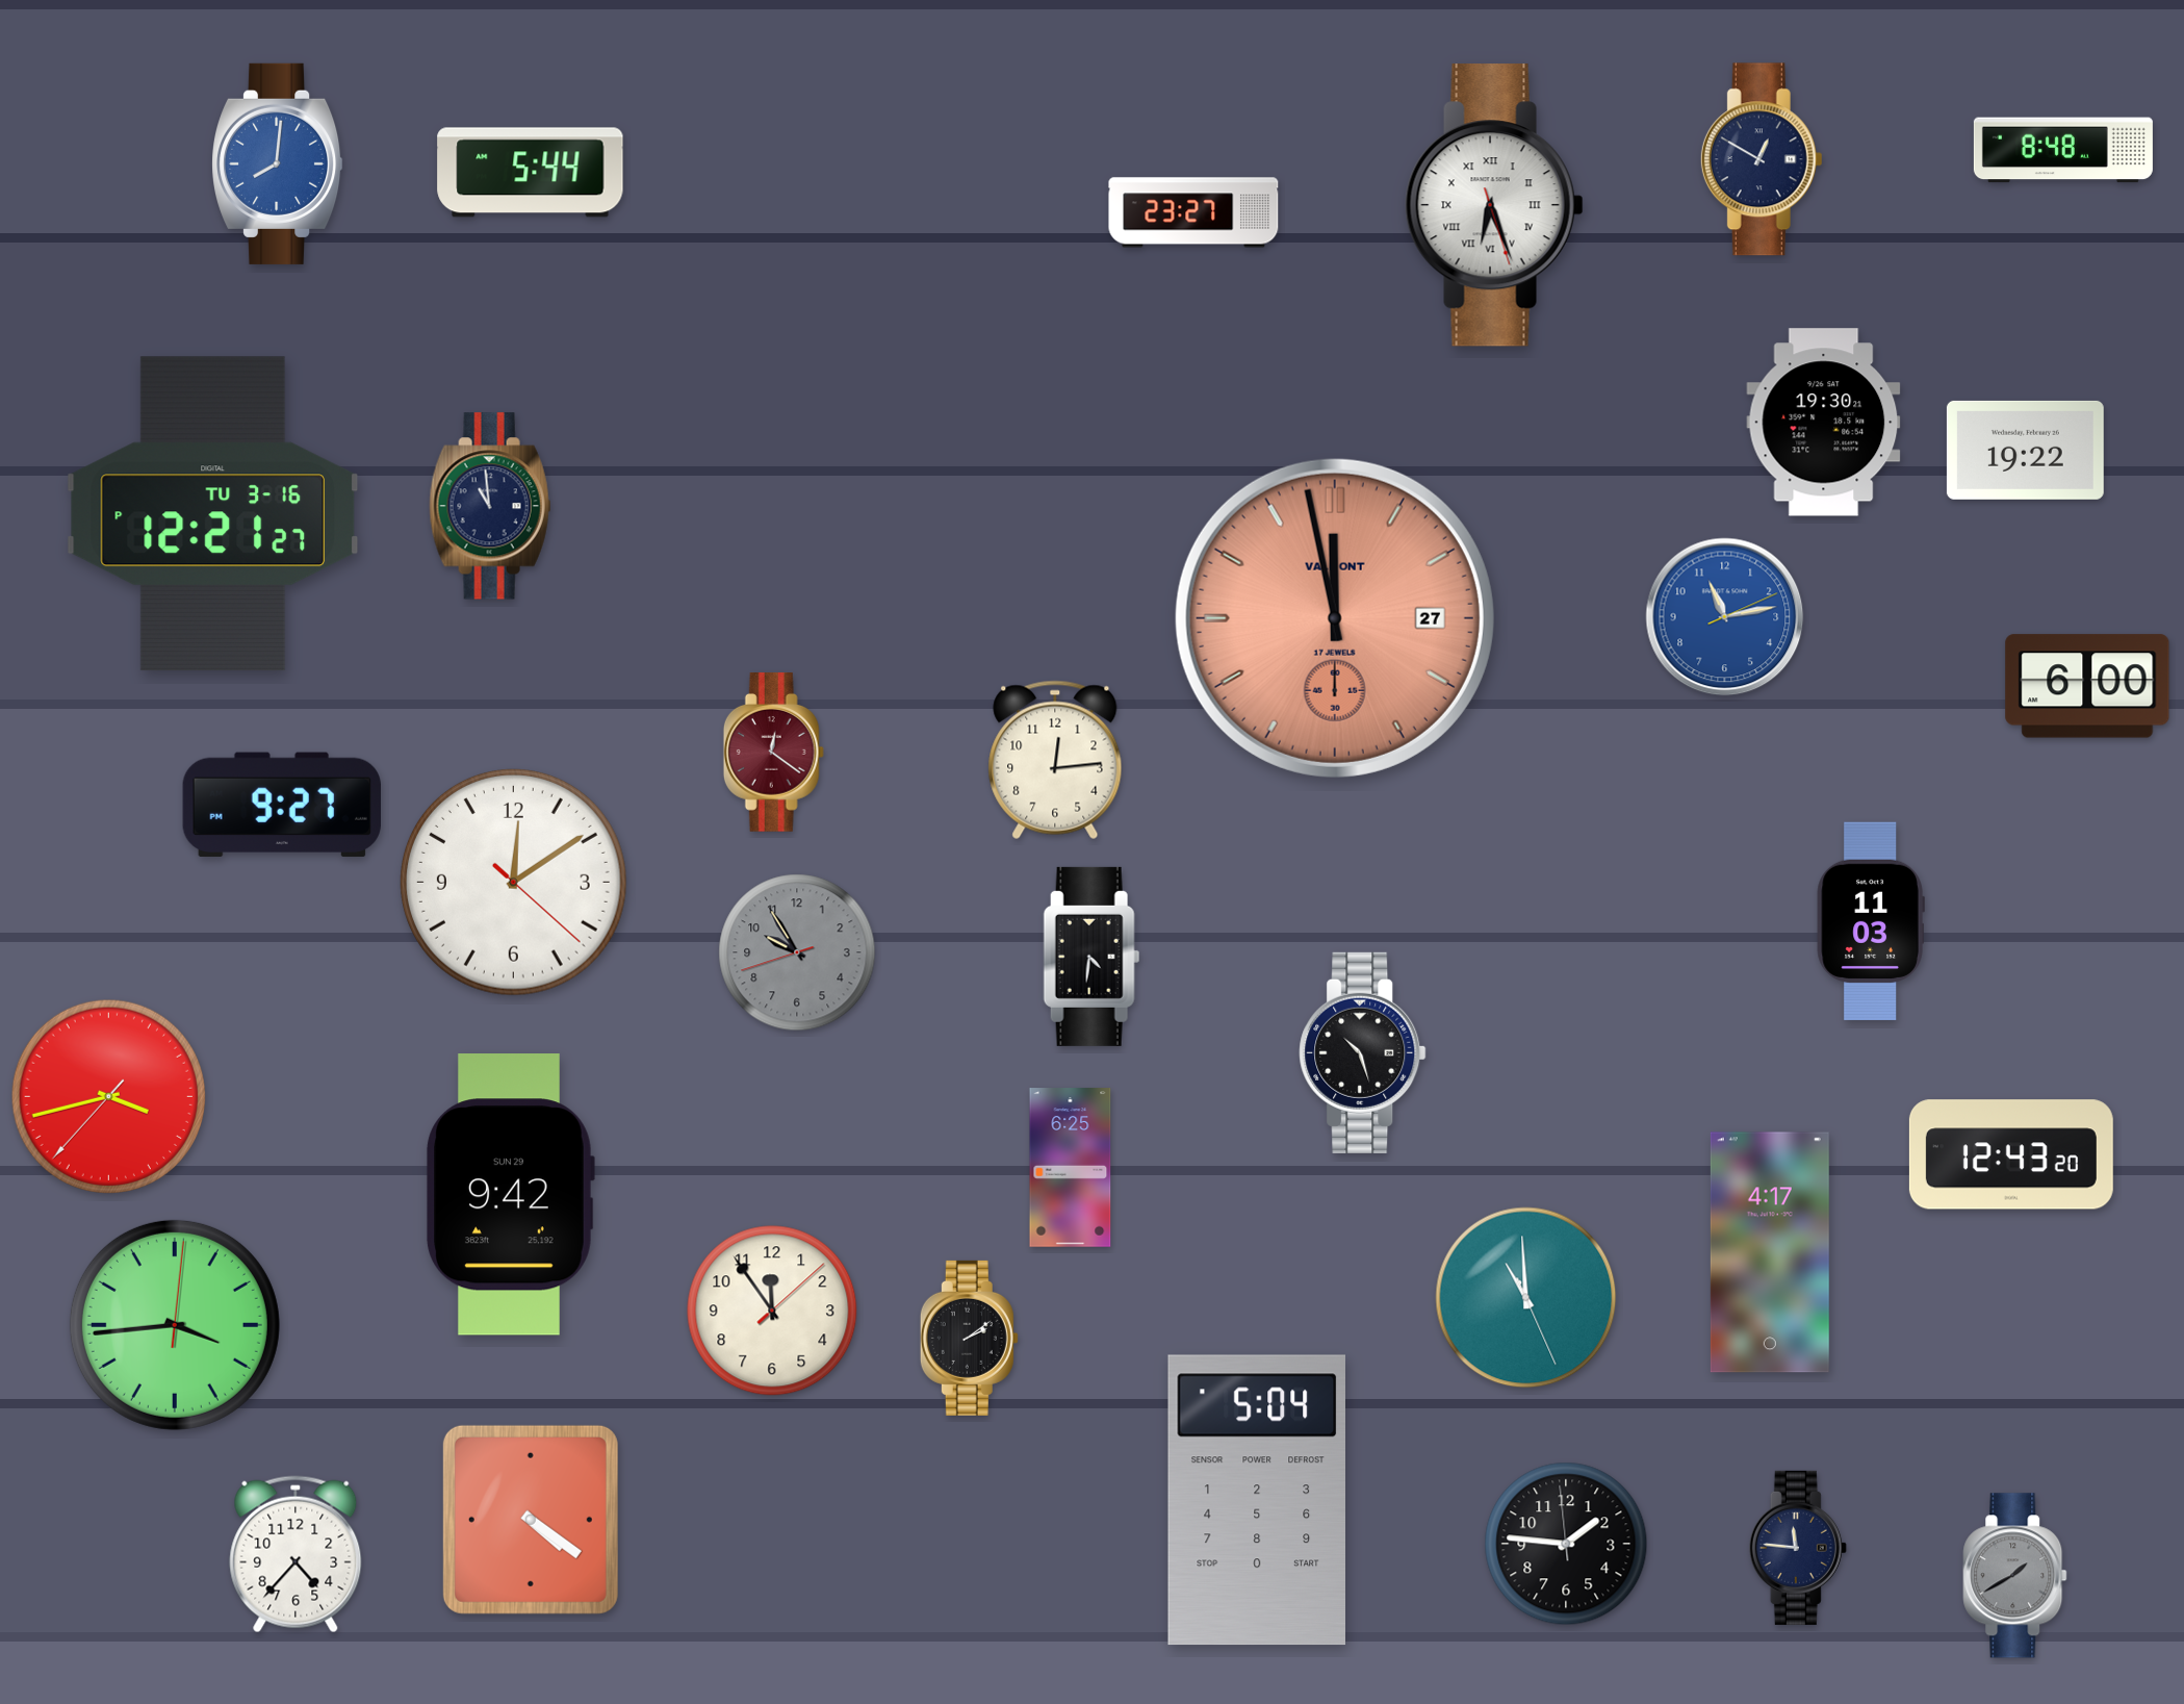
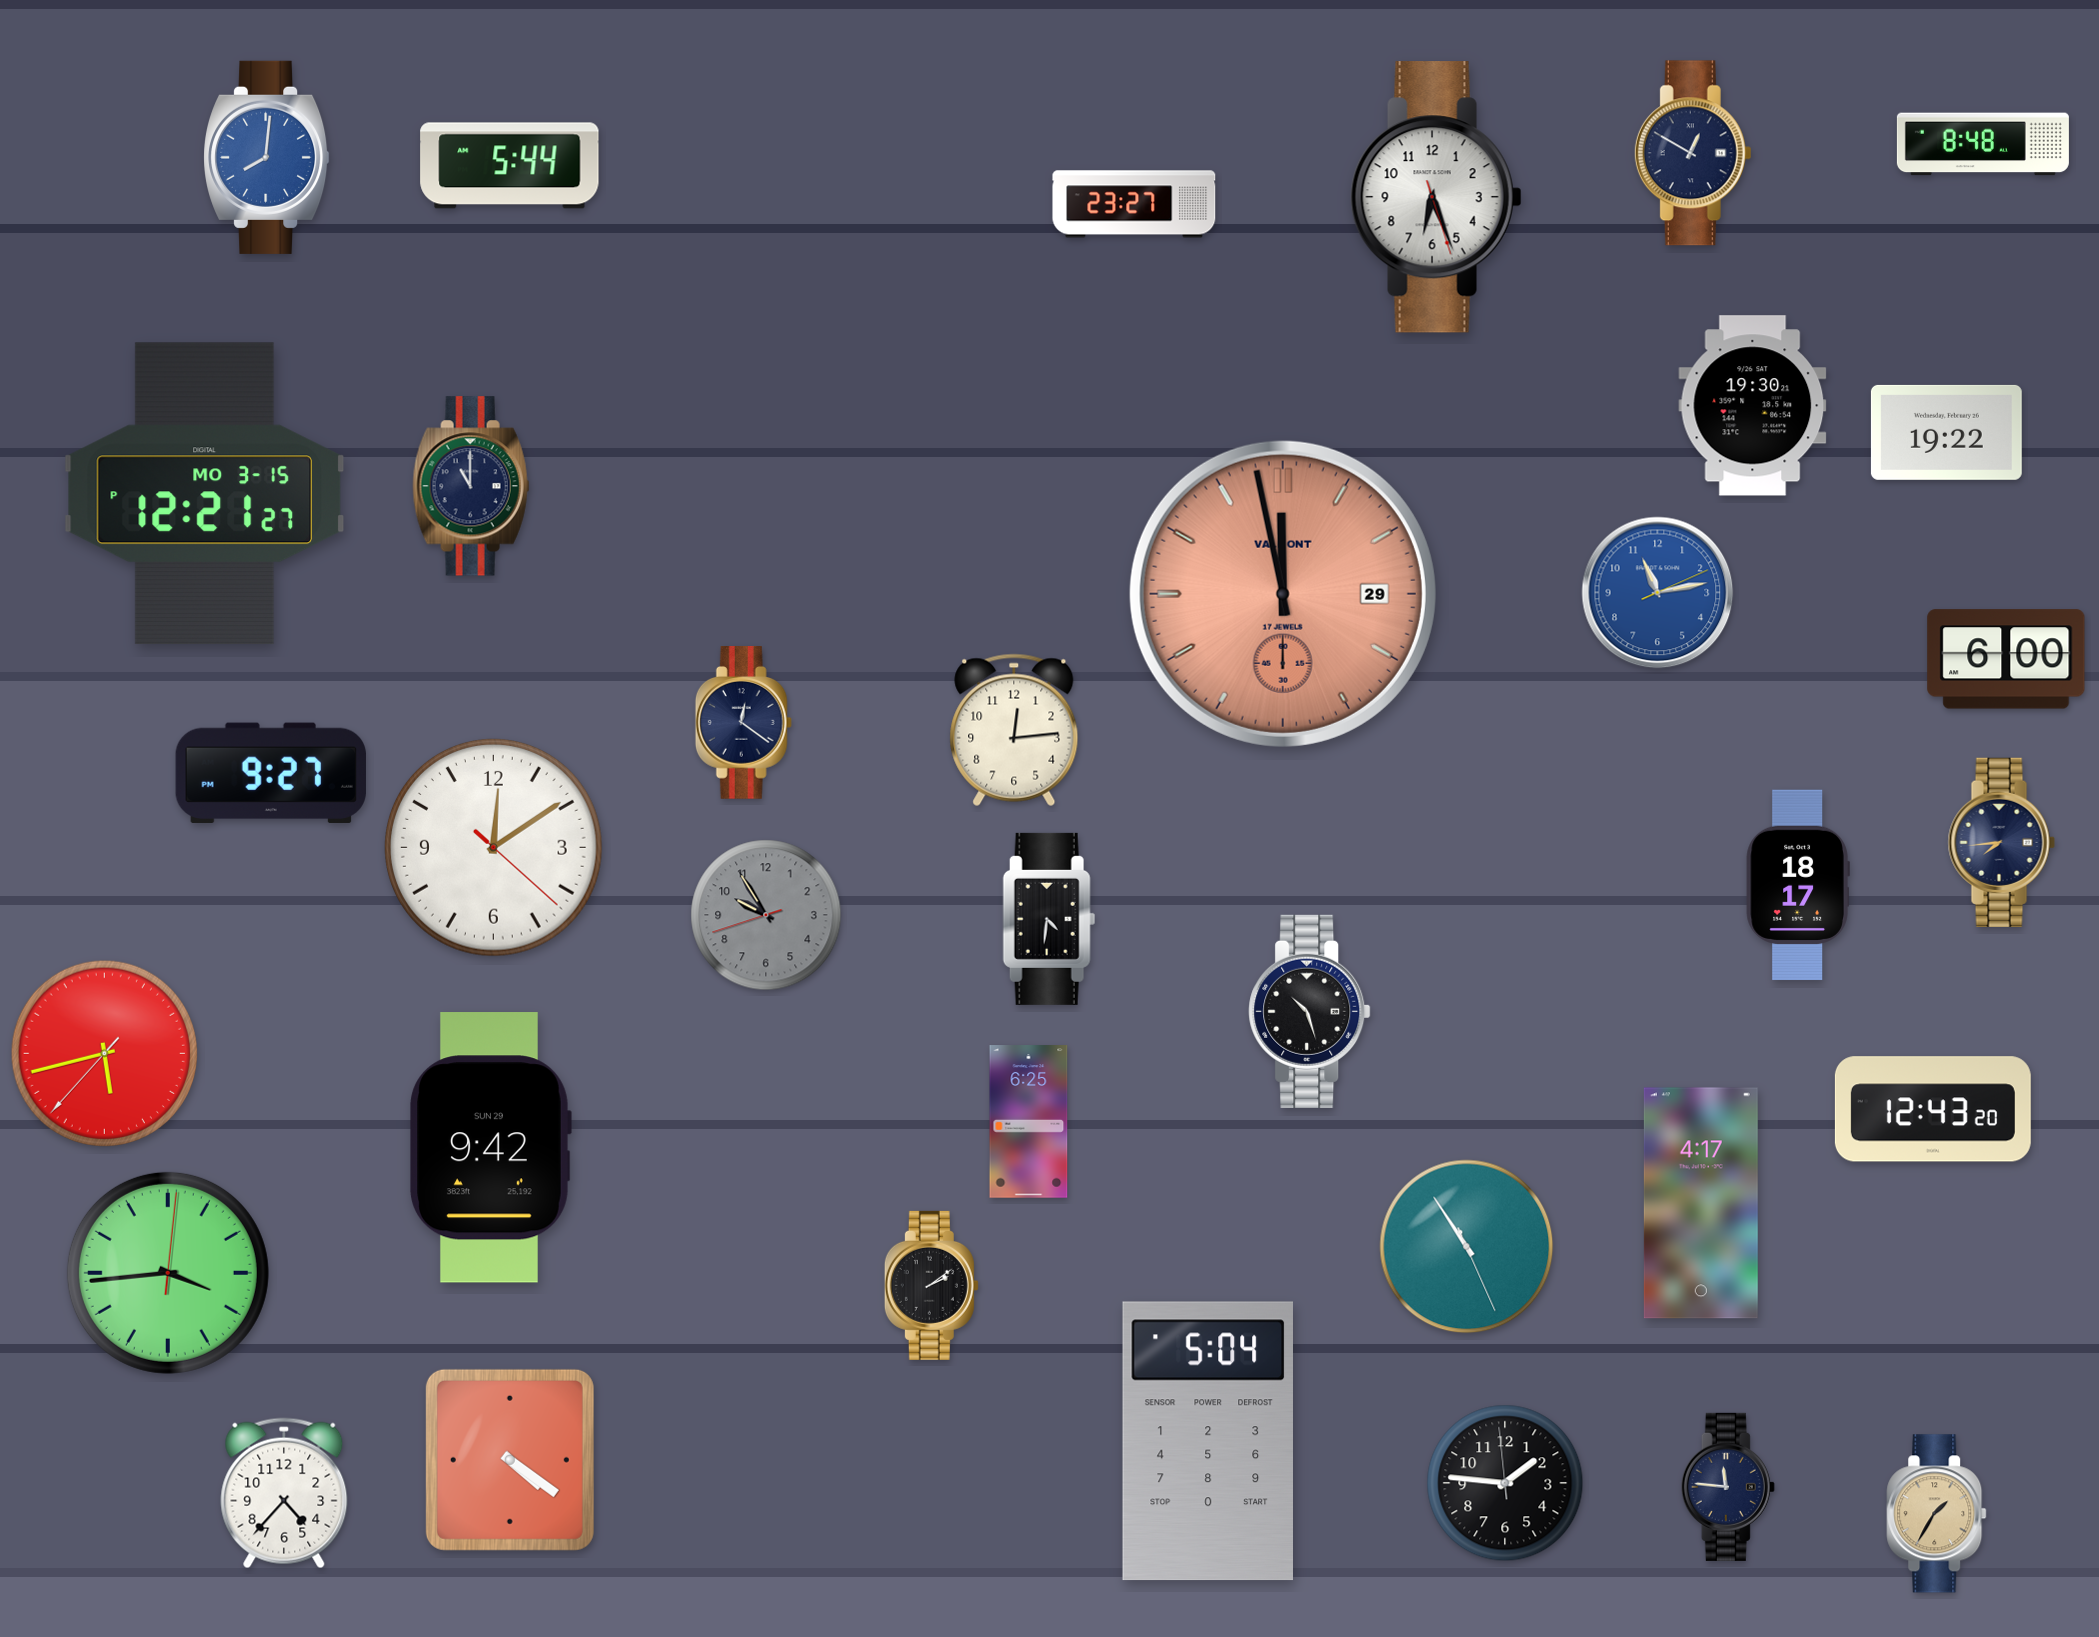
clock at (1494, 205) numerals: Roman -> Arabic
clock at (1193, 212) position: (1193, 212) -> (1134, 204)
clock at (490, 506): 10:59 -> 11:00
clock at (212, 514) date: TU 3-16 -> MO 3-15
clock at (1335, 618) date: 27 -> 29
clock at (773, 753) dial: burgundy -> navy
clock at (2001, 842): none -> 7:44
clock at (1871, 921): 11:03 -> 18:17
clock at (108, 1096): 3:42 -> 5:42
clock at (1526, 1298): 10:59 -> 10:54
clock at (772, 1311): 11:54 -> none
clock at (2015, 1576): 1:40 -> 1:35
clock at (2015, 1576) dial: grey -> champagne
